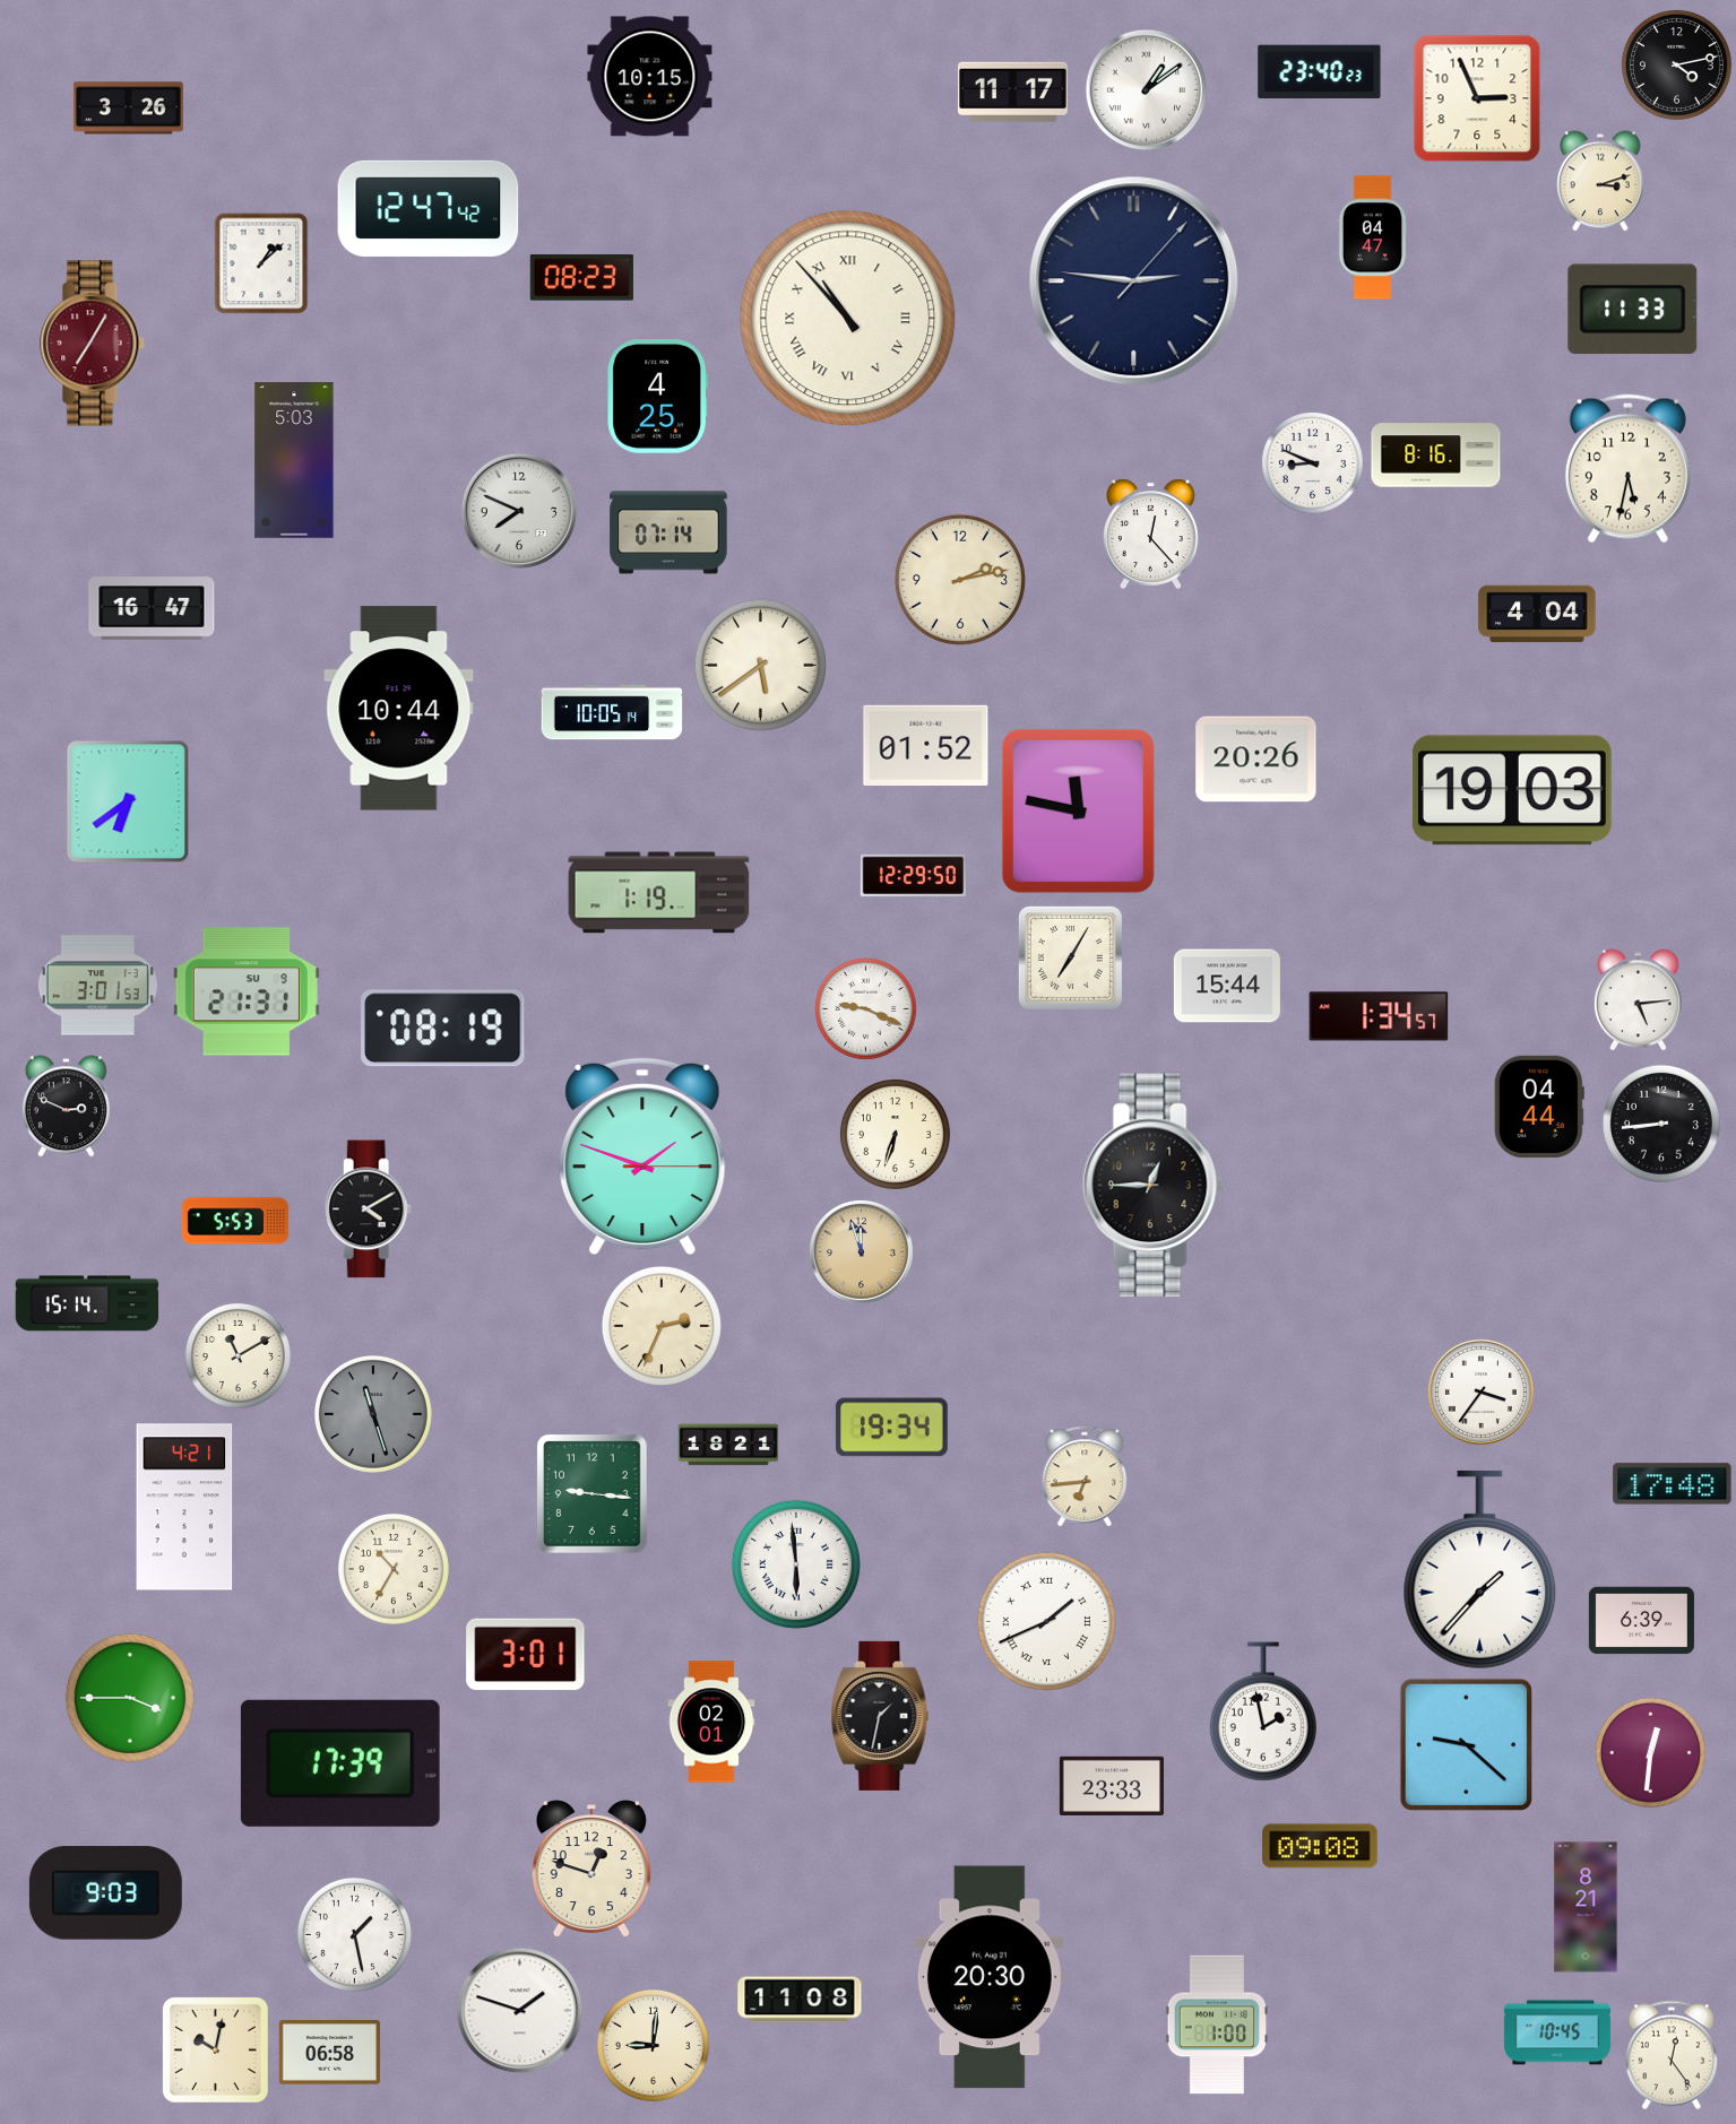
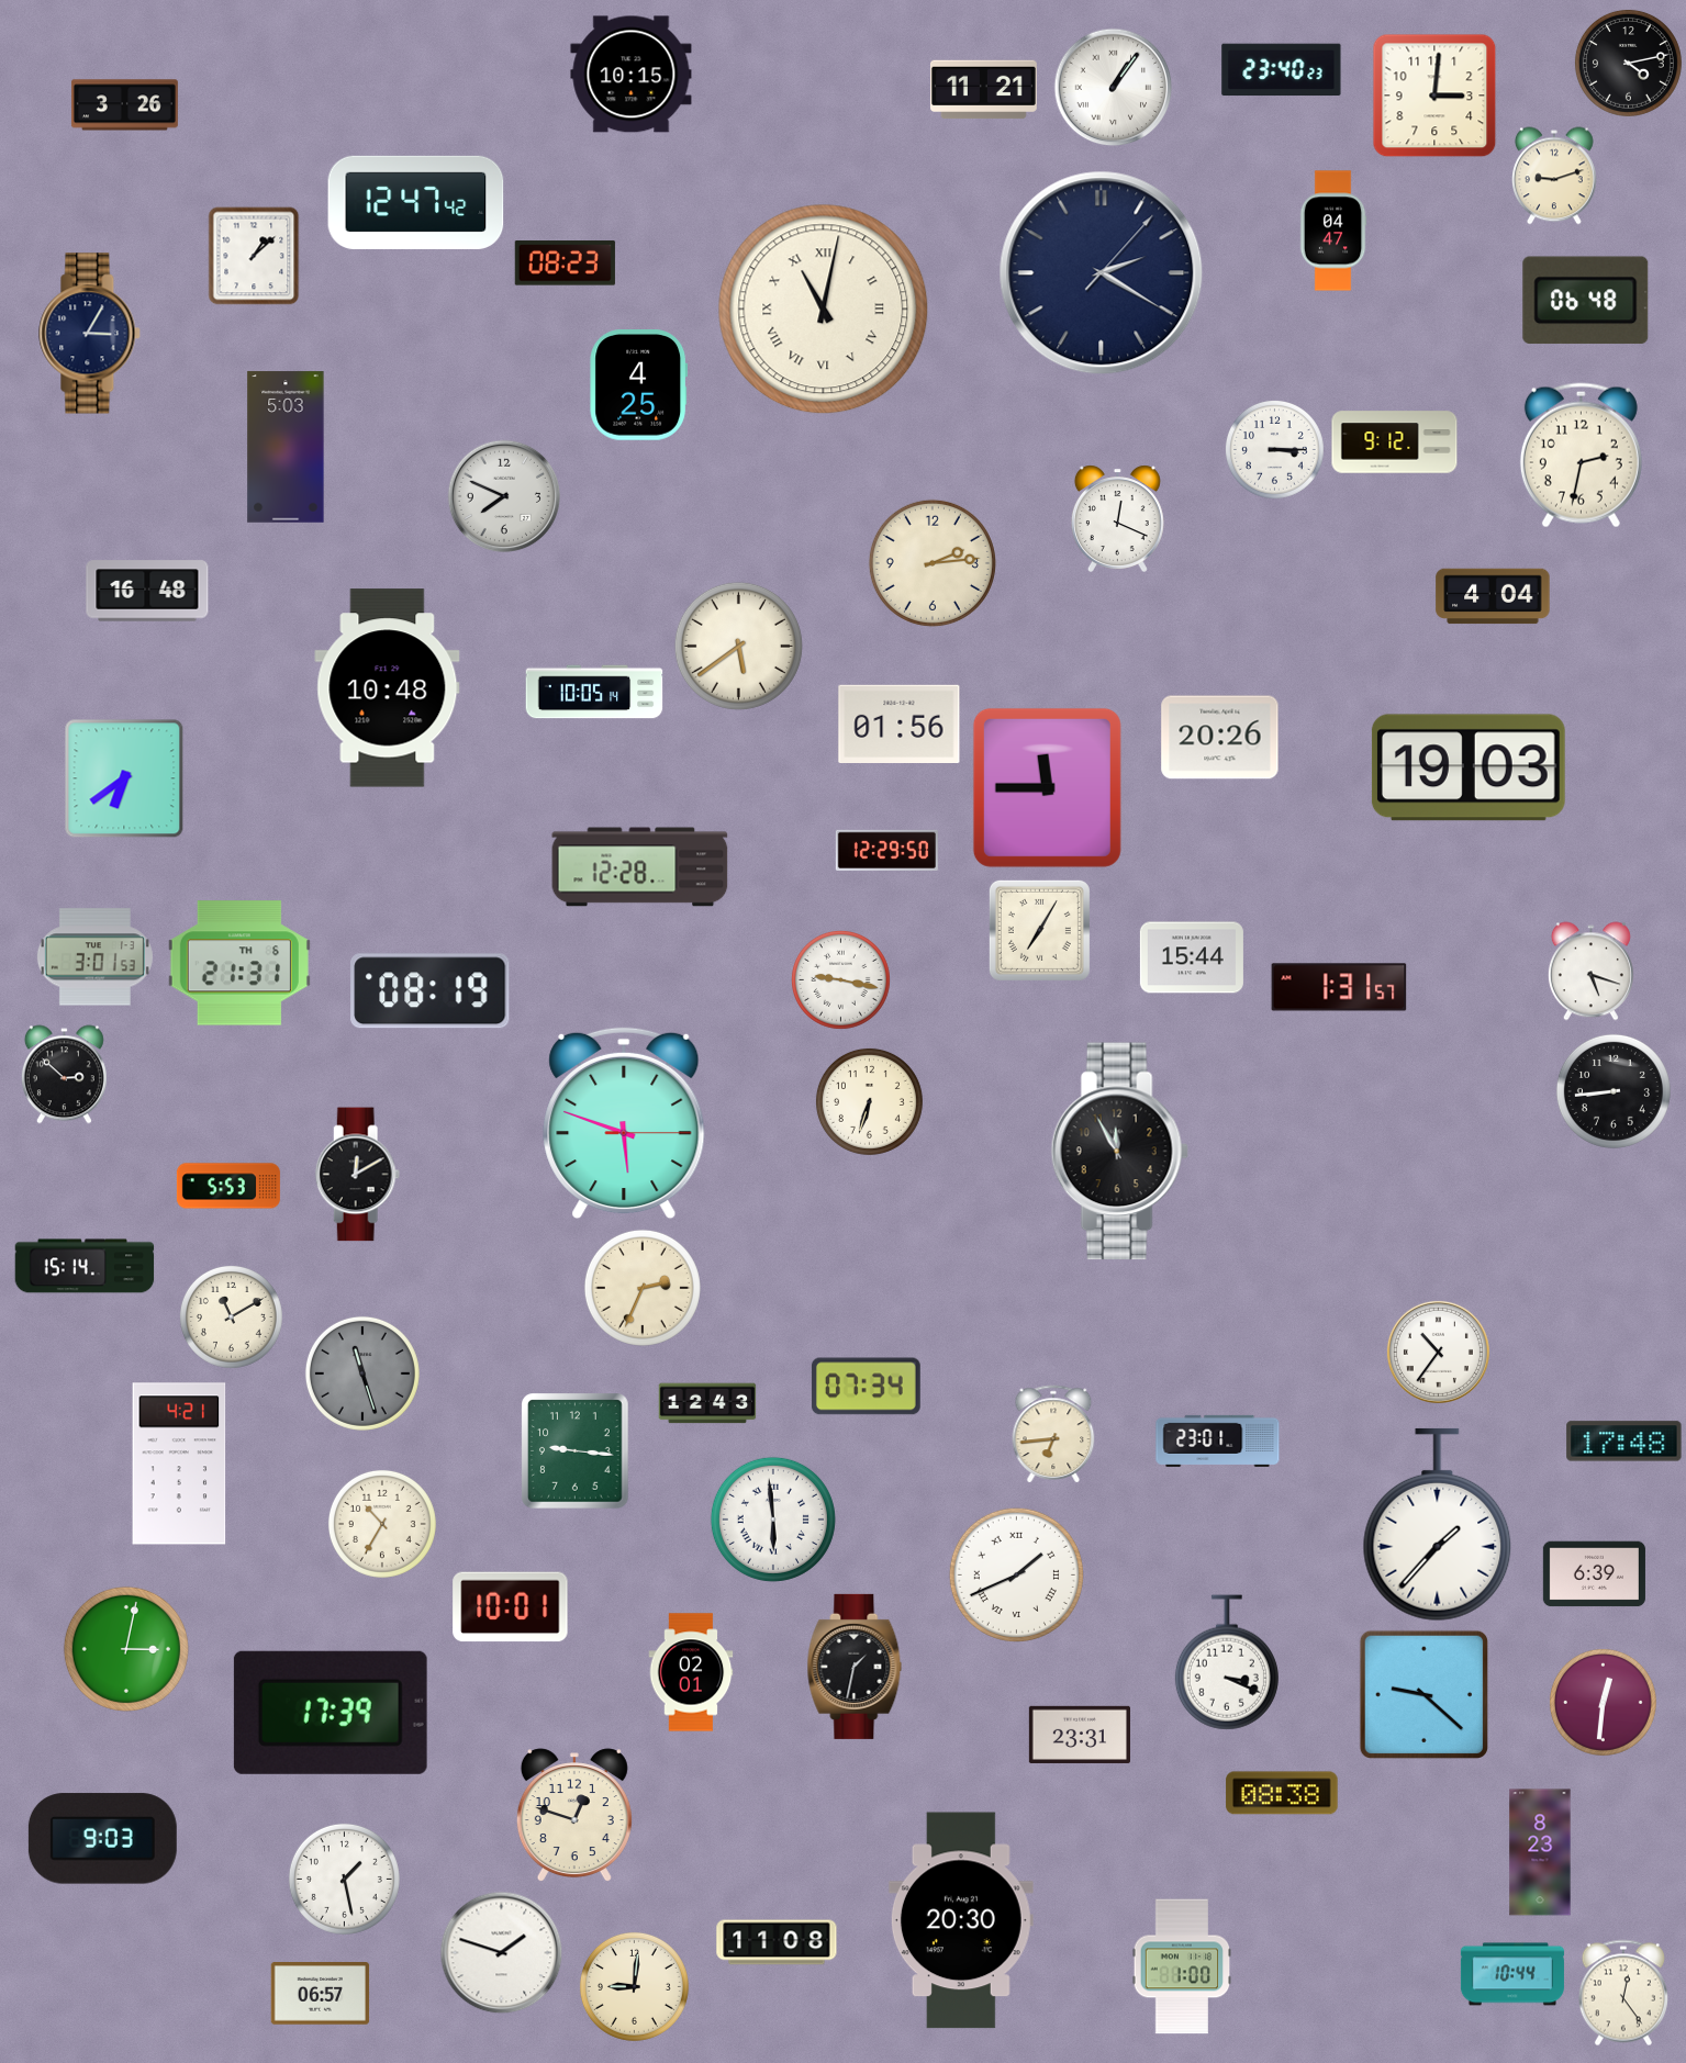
clock at (1147, 90): 1:09 -> 1:06
clock at (1012, 93): 11:17 -> 11:21
clock at (1477, 98): 2:56 -> 3:01
clock at (1601, 181): 3:12 -> 9:12
clock at (581, 278) position: (581, 278) -> (565, 264)
clock at (1134, 281): 2:46 -> 2:20
clock at (1633, 310): 11:33 -> 06:48
clock at (848, 319): 10:53 -> 11:02
clock at (93, 344): 7:05 -> 3:05
clock at (93, 344) dial: burgundy -> navy
clock at (1436, 456): 8:16 -> 9:12
clock at (1313, 463): 8:49 -> 3:15
clock at (1627, 469): 5:32 -> 2:32
clock at (668, 532): 07:14 -> none
clock at (1150, 534): 12:23 -> 12:19
clock at (960, 580): 2:13 -> 2:14
clock at (152, 608): 16:47 -> 16:48
clock at (399, 709): 10:44 -> 10:48
clock at (926, 746): 01:52 -> 01:56
clock at (1078, 810): 11:47 -> 11:45
clock at (659, 893): 1:19 -> 12:28
clock at (247, 991) date: SU 9 -> TH 6
clock at (1638, 1000): 5:14 -> 5:18
clock at (866, 1009): 9:19 -> 9:17
clock at (1379, 1016): 1:34 -> 1:31
clock at (443, 1029) position: (443, 1029) -> (431, 991)
clock at (1539, 1106): 04:44 -> none
clock at (66, 1107): 2:49 -> 2:52
clock at (642, 1156): 1:48 -> 5:48
clock at (1152, 1186): 12:45 -> 11:55
clock at (369, 1210): 4:10 -> 12:10
clock at (861, 1251): 11:57 -> none
clock at (1480, 1392): 3:36 -> 10:36
clock at (892, 1428): 19:34 -> 07:34
clock at (728, 1445): 18:21 -> 12:43
clock at (1218, 1440): none -> 23:01
clock at (526, 1655): 3:01 -> 10:01
clock at (130, 1698): 3:45 -> 3:02
clock at (1263, 1711): 1:58 -> 3:19
clock at (1112, 1786): 23:33 -> 23:31
clock at (1320, 1846): 09:08 -> 08:38
clock at (1586, 1907): 8:21 -> 8:23
clock at (520, 2011) position: (520, 2011) -> (502, 1953)
clock at (1557, 2032): 10:45 -> 10:44
clock at (215, 2049): 10:02 -> none
clock at (330, 2053): 06:58 -> 06:57
clock at (1672, 2055) position: (1672, 2055) -> (1623, 1993)
